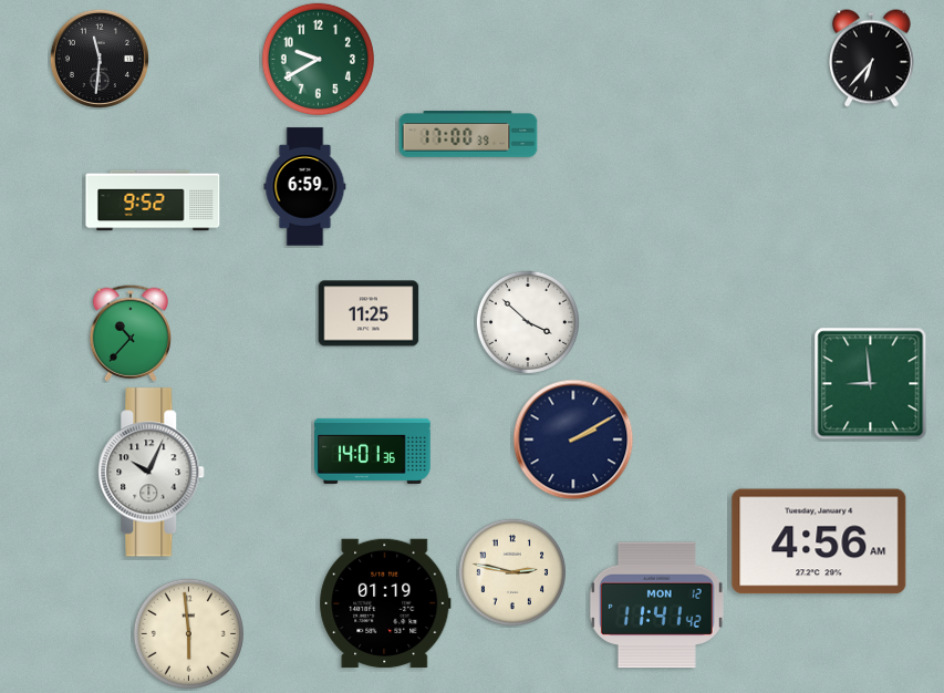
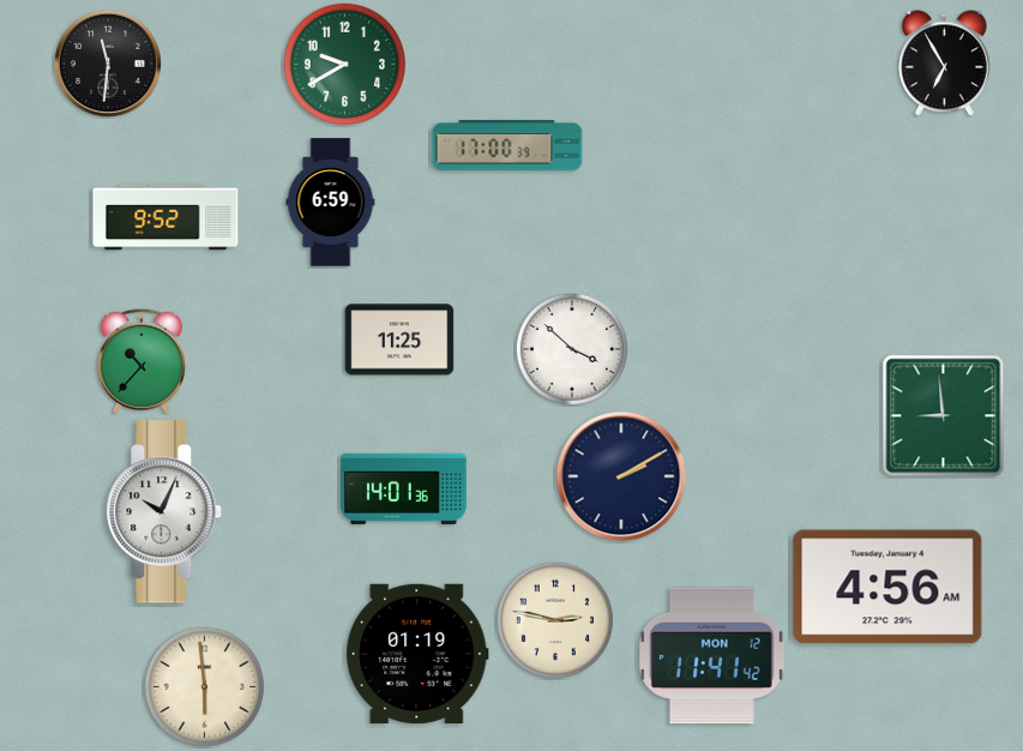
clock at (872, 59): 6:37 -> 6:55
